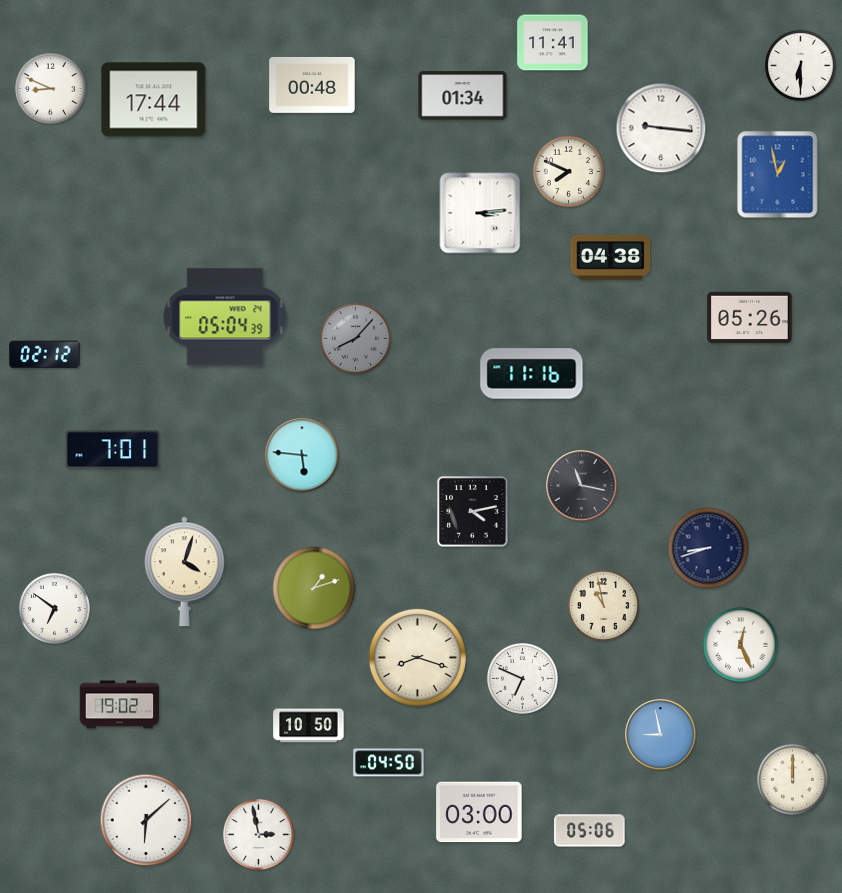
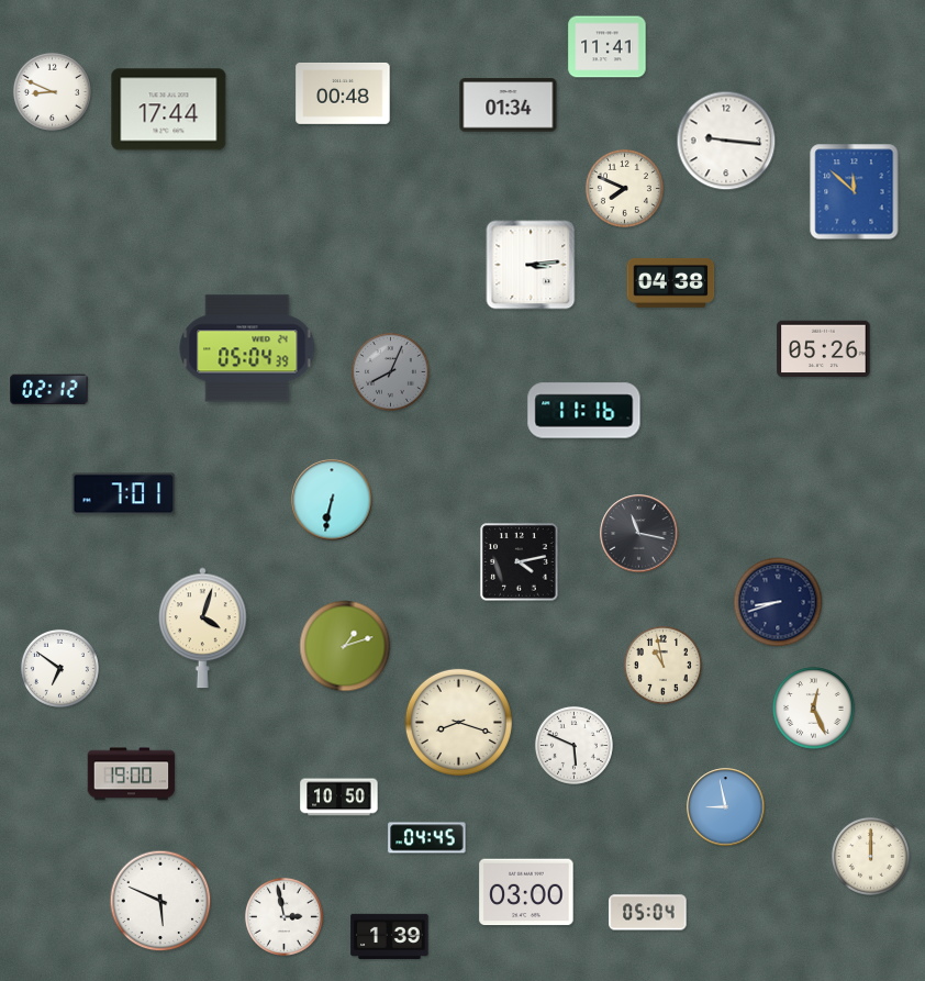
clock at (800, 65): 6:30 -> none
clock at (50, 88) position: (50, 88) -> (52, 91)
clock at (778, 175): 12:58 -> 11:52
clock at (480, 213) position: (480, 213) -> (531, 265)
clock at (355, 338): 8:07 -> 8:04
clock at (302, 455): 5:46 -> 6:32
clock at (522, 678): 6:49 -> 5:49
clock at (120, 705): 19:02 -> 19:00
clock at (389, 763): 04:50 -> 04:45
clock at (146, 820): 6:08 -> 5:49
clock at (590, 831): 05:06 -> 05:04
clock at (390, 936): none -> 1:39
